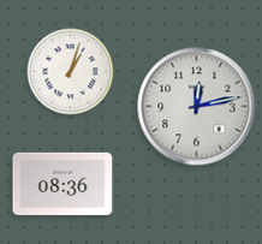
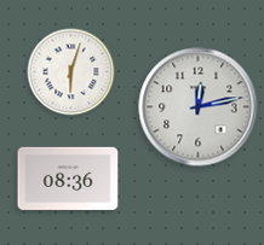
clock at (71, 72): 1:03 -> 6:03
clock at (62, 184) position: (62, 184) -> (68, 179)
